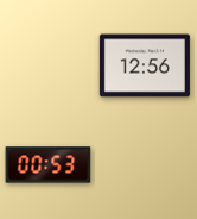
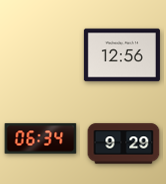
clock at (49, 165): 00:53 -> 06:34
clock at (124, 144): none -> 9:29
